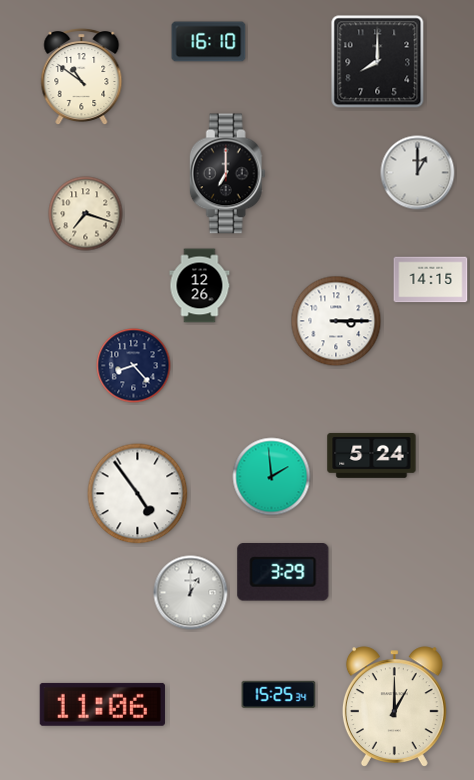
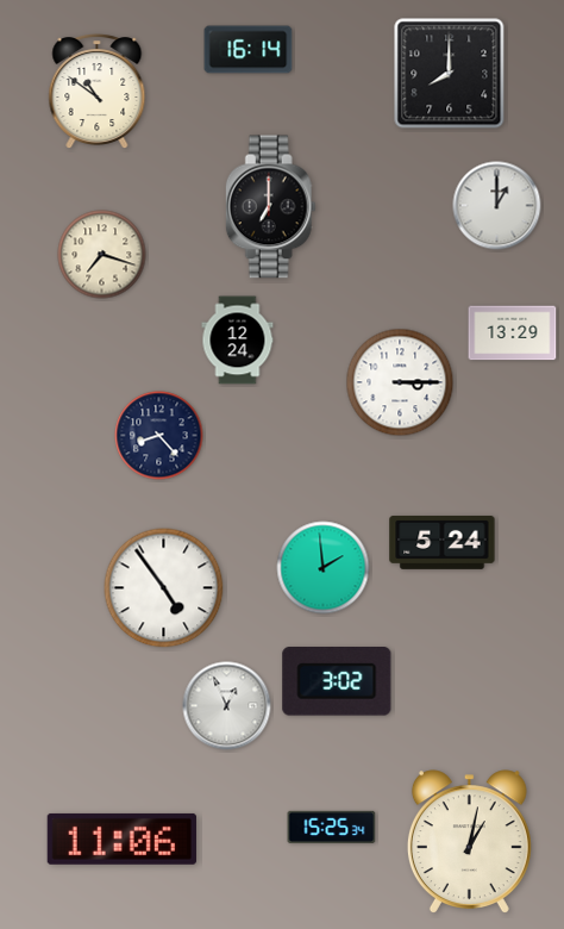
clock at (209, 42): 16:10 -> 16:14
clock at (431, 280): 14:15 -> 13:29
clock at (200, 286): 12:26 -> 12:24
clock at (283, 573): 3:29 -> 3:02
clock at (191, 593): 1:00 -> 12:56
clock at (394, 706): 1:00 -> 1:02
